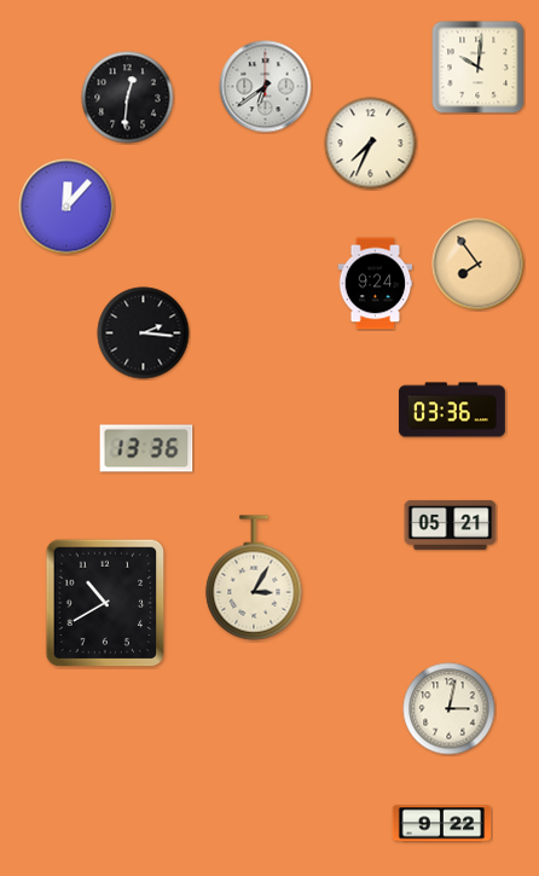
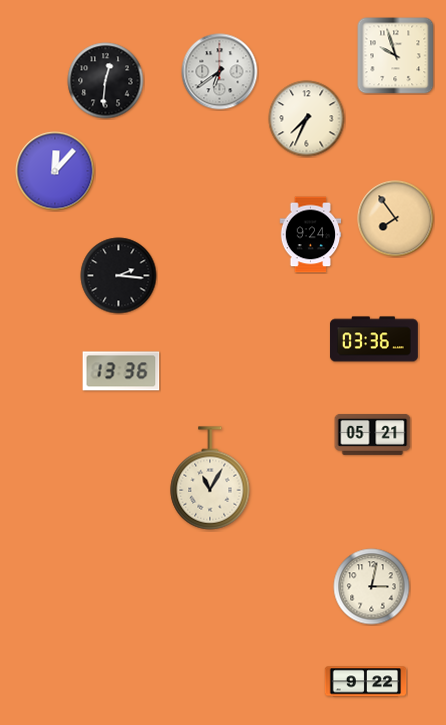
clock at (479, 68): 10:01 -> 9:57
clock at (254, 578): 3:05 -> 11:05
clock at (105, 603): 10:40 -> none
